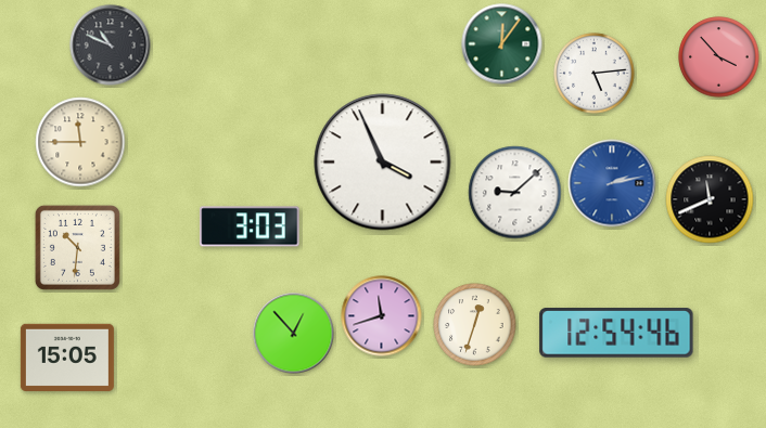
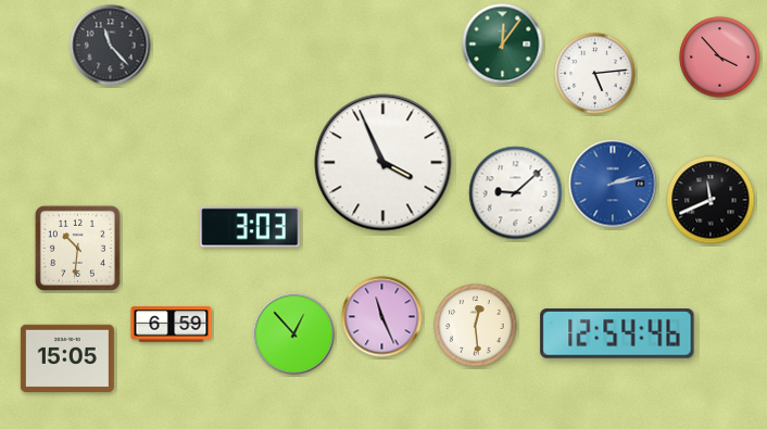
clock at (111, 46): 10:49 -> 11:23
clock at (80, 142): 11:45 -> none
clock at (382, 316): 11:42 -> 11:26
clock at (172, 325): none -> 6:59
clock at (475, 325): 12:33 -> 12:29
